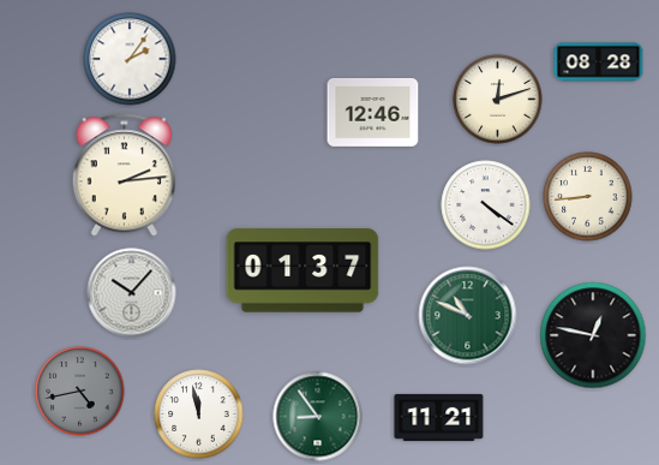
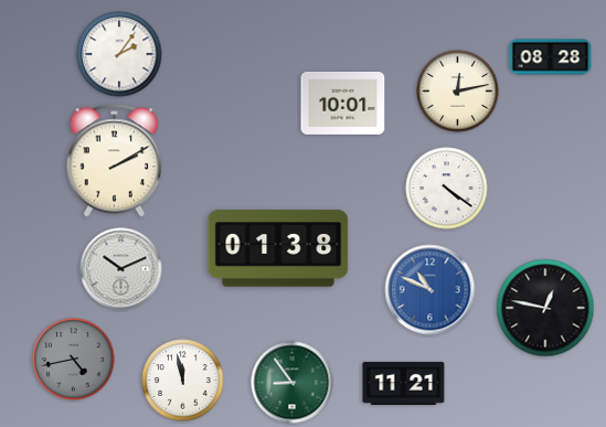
clock at (498, 100): 12:12 -> 12:13
clock at (373, 113): 12:46 -> 10:01
clock at (125, 175): 2:14 -> 2:10
clock at (588, 197): 8:44 -> none
clock at (302, 270): 01:37 -> 01:38
clock at (132, 293): 10:07 -> 10:11
clock at (468, 316) dial: green -> blue
